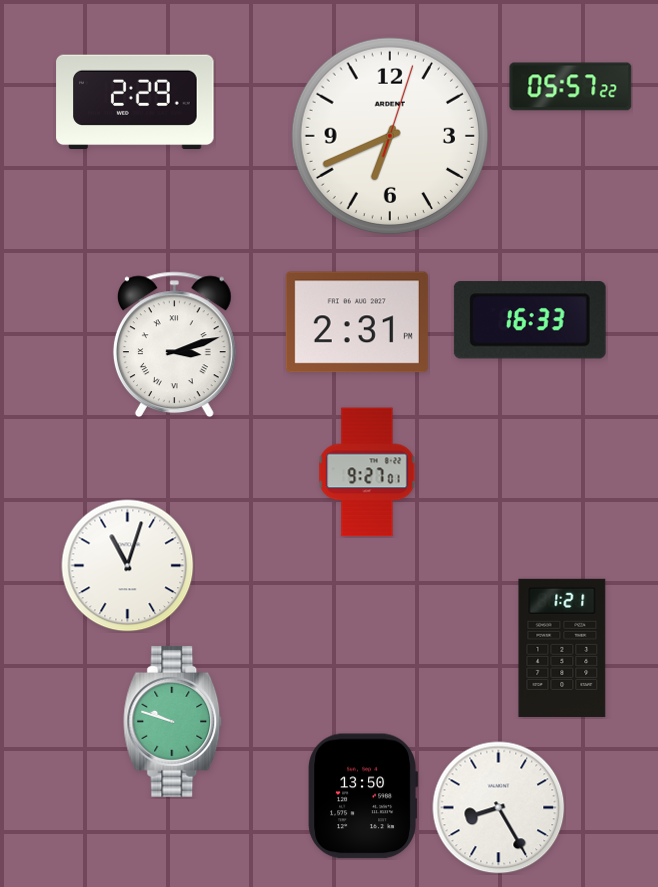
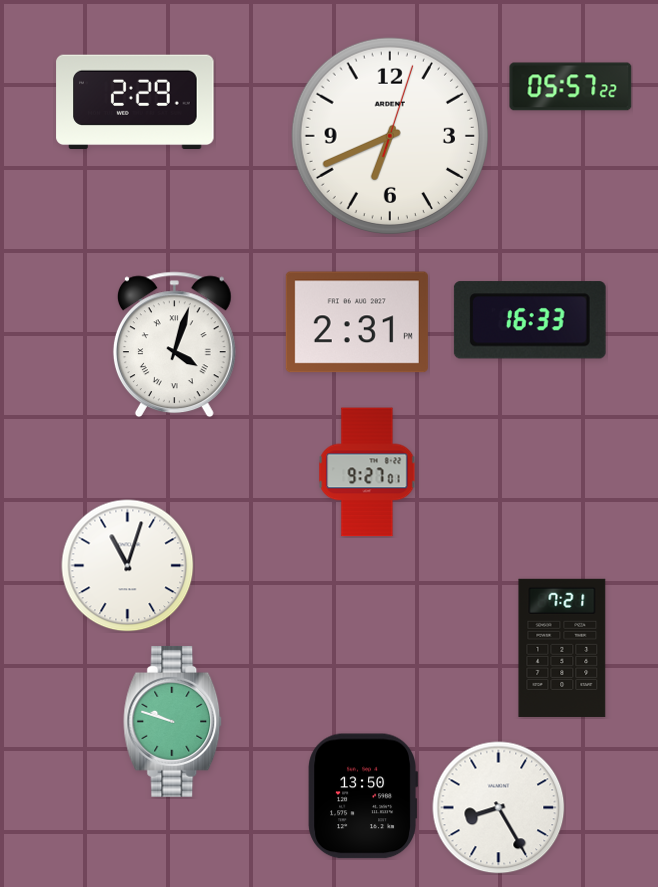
clock at (174, 345): 3:12 -> 4:03
clock at (562, 648): 1:21 -> 7:21
